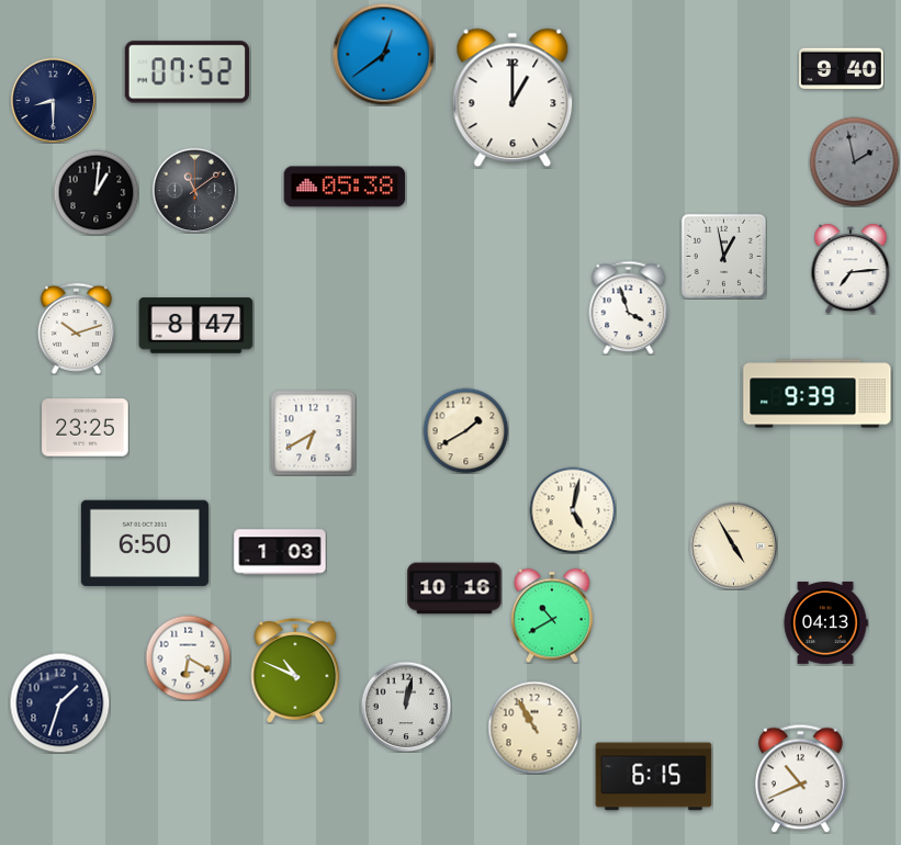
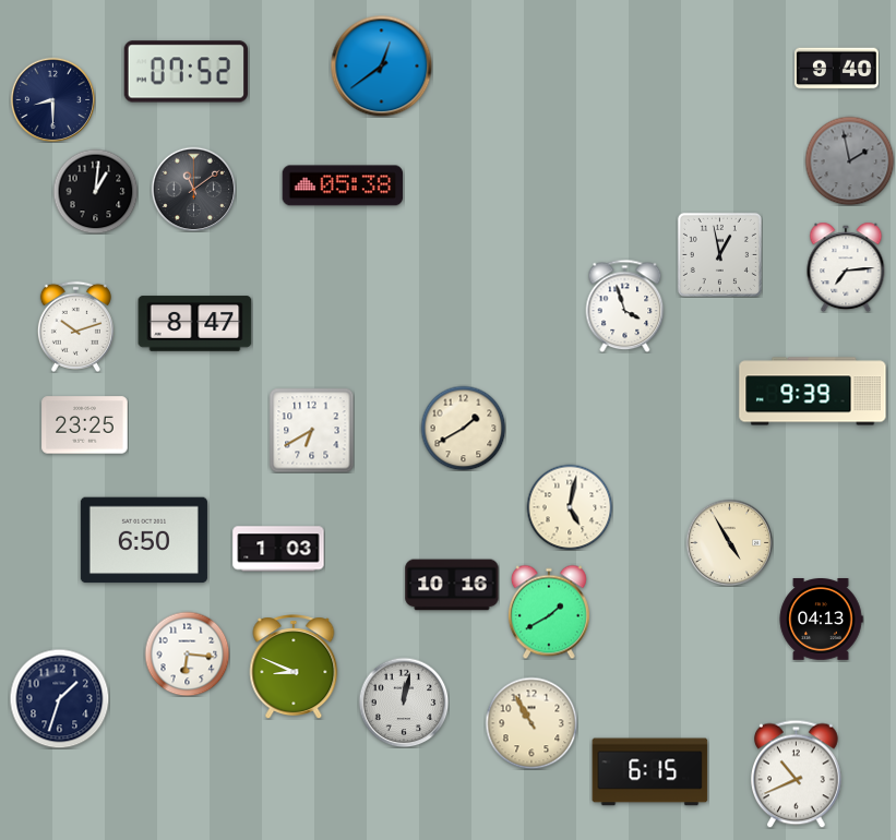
clock at (383, 54) position: (383, 54) -> (381, 65)
clock at (513, 98): 1:00 -> none
clock at (552, 616): 10:40 -> 1:40
clock at (188, 657): 6:20 -> 6:16
clock at (295, 671): 10:49 -> 8:49
